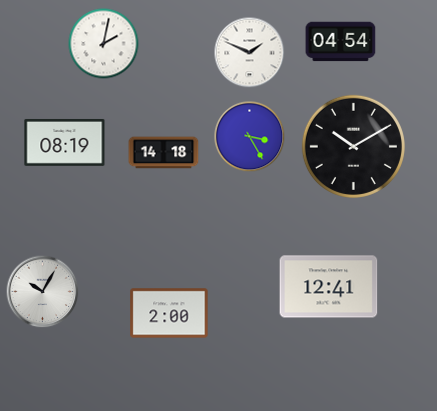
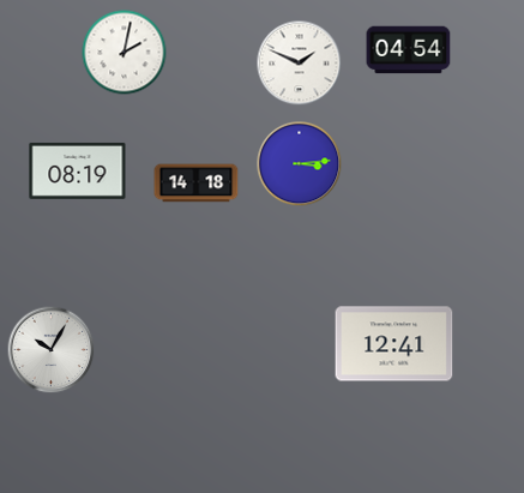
clock at (250, 137): 3:25 -> 3:14
clock at (353, 146): 10:10 -> none
clock at (169, 313): 2:00 -> none
